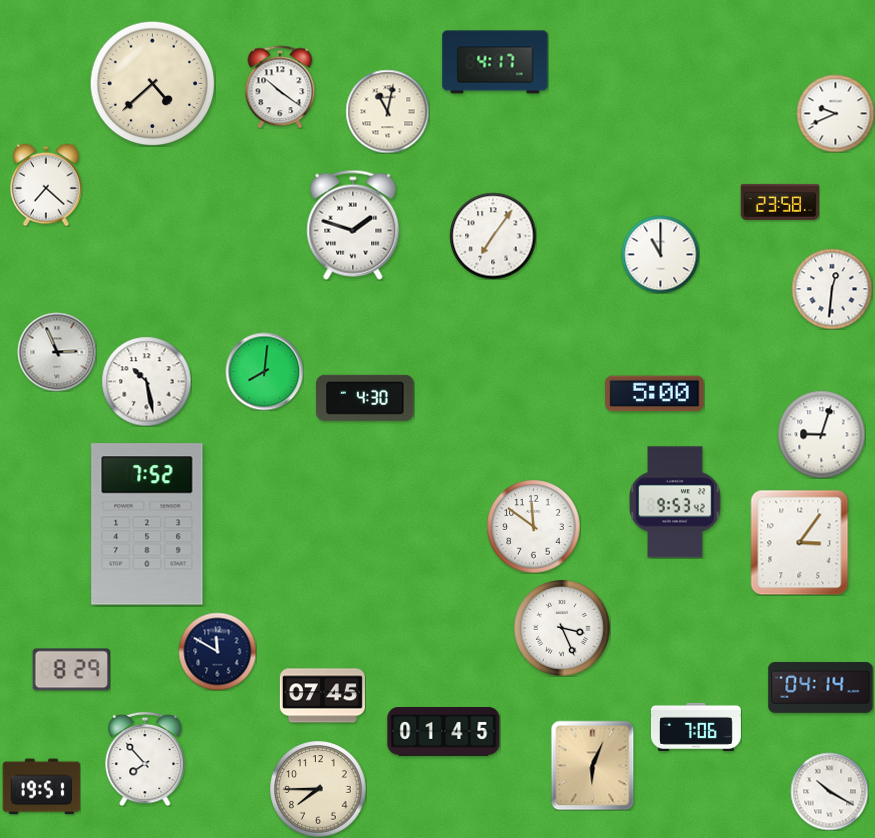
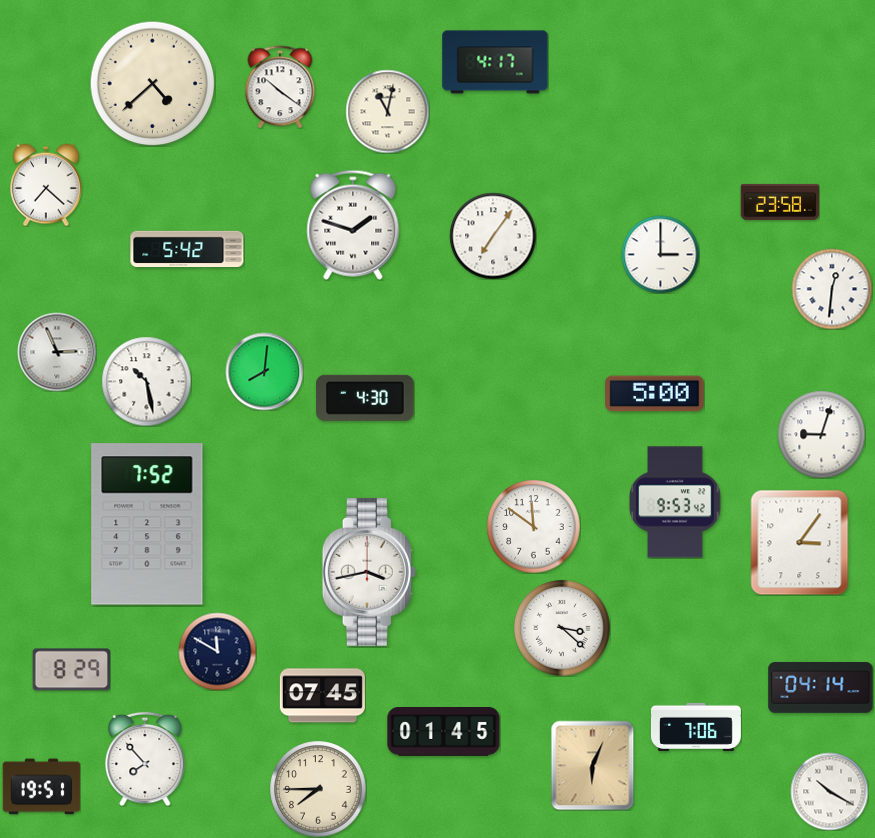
clock at (835, 113): 9:41 -> none
clock at (187, 248): none -> 5:42
clock at (660, 254): 11:00 -> 3:00
clock at (369, 572): none -> 3:43
clock at (562, 628): 3:26 -> 3:22
